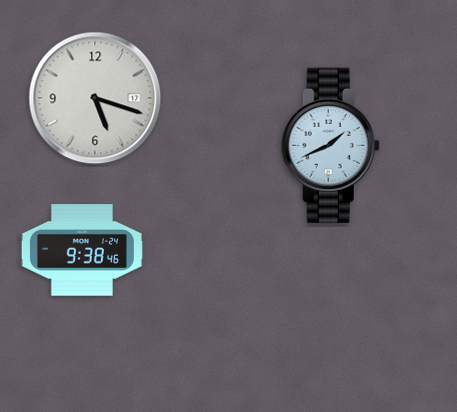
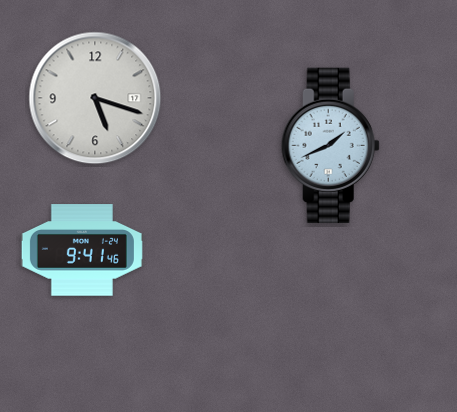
clock at (82, 250): 9:38 -> 9:41
